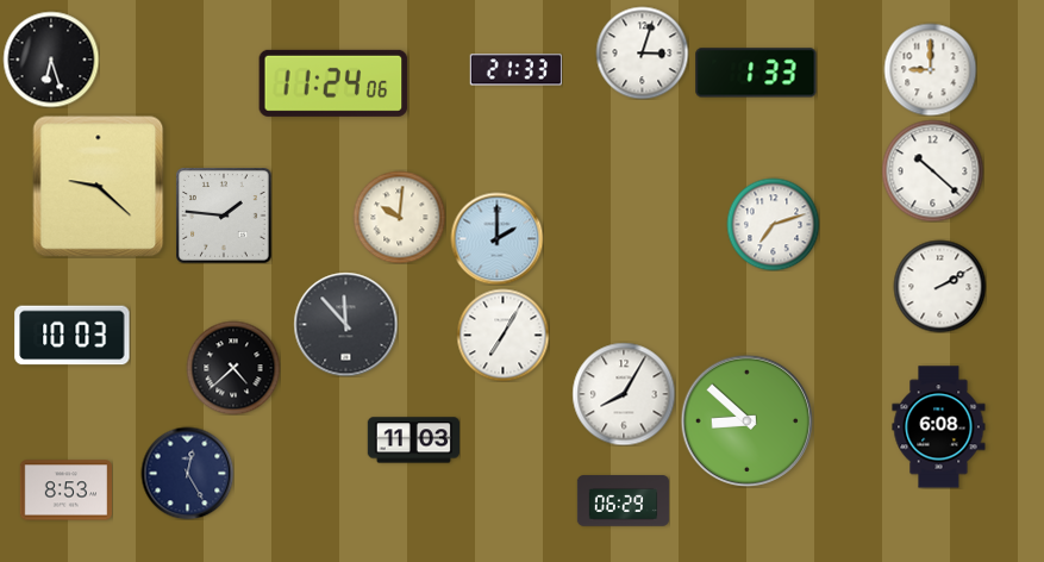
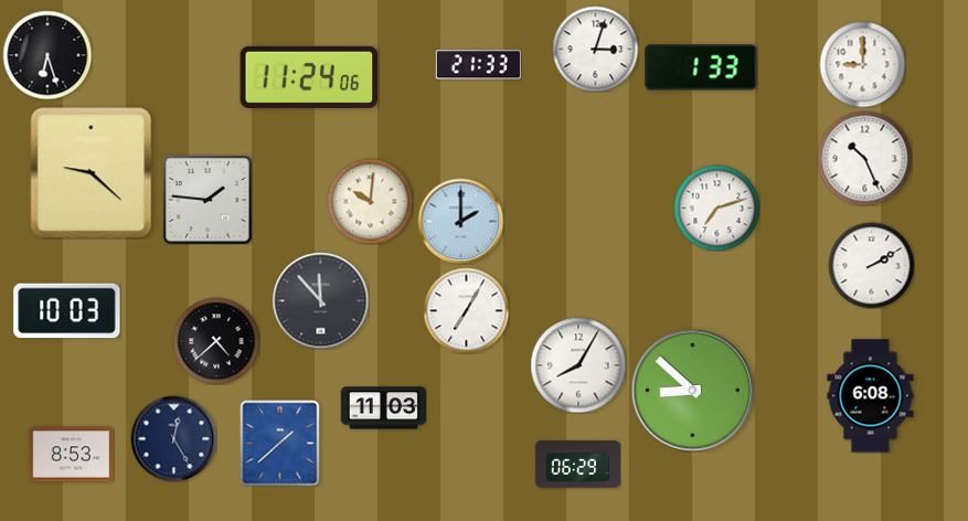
clock at (932, 170): 10:22 -> 10:26
clock at (280, 443): none -> 1:38
clock at (65, 491) position: (65, 491) -> (71, 455)
